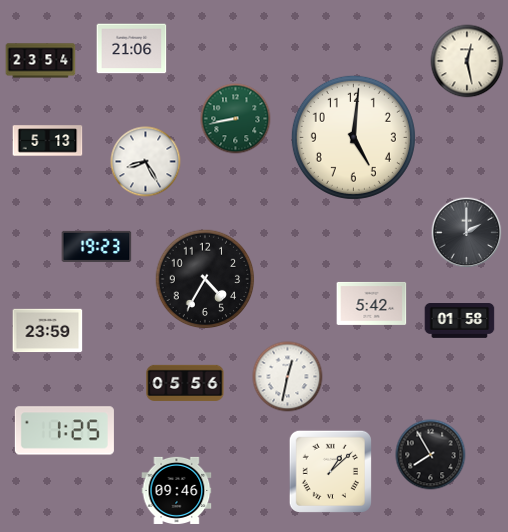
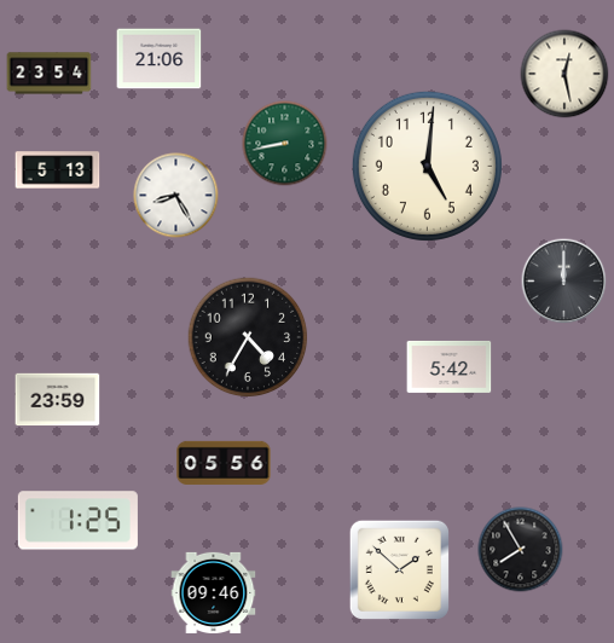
clock at (467, 233): 2:00 -> 12:00
clock at (97, 246): 19:23 -> none
clock at (460, 321): 01:58 -> none
clock at (288, 377): 12:32 -> none
clock at (330, 471): 1:08 -> 1:52
